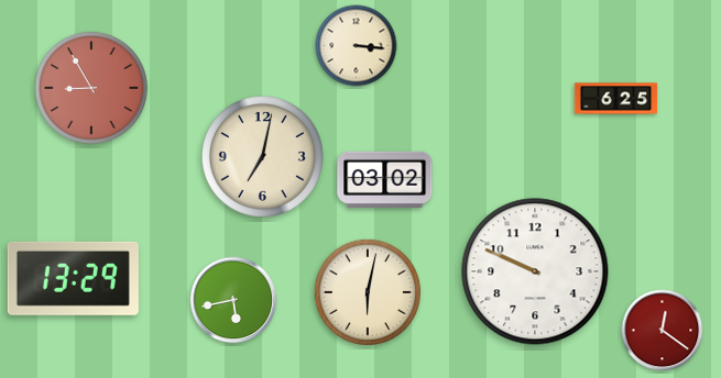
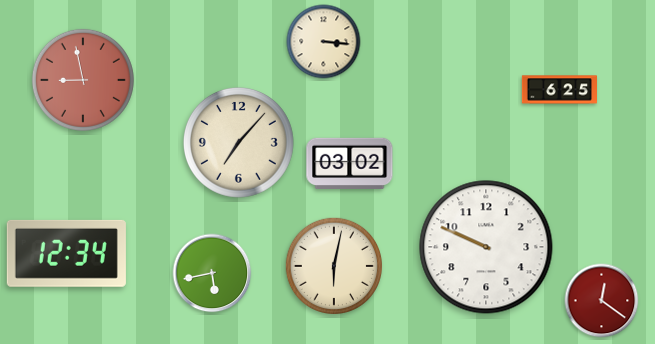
clock at (91, 88): 8:55 -> 8:58
clock at (262, 156): 7:02 -> 7:07
clock at (73, 278): 13:29 -> 12:34
